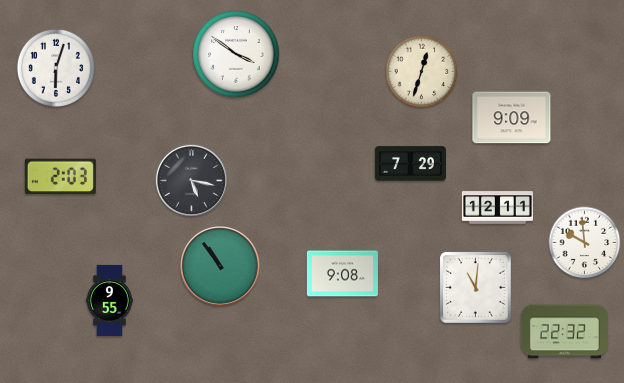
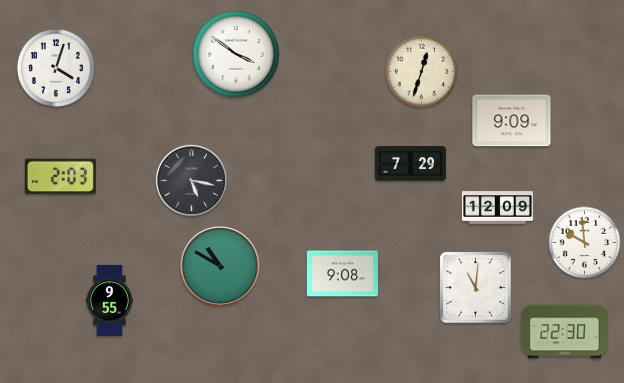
clock at (56, 68): 6:03 -> 4:03
clock at (512, 118) position: (512, 118) -> (512, 121)
clock at (497, 208): 12:11 -> 12:09
clock at (220, 266): 10:54 -> 10:50
clock at (564, 332): 22:32 -> 22:30
